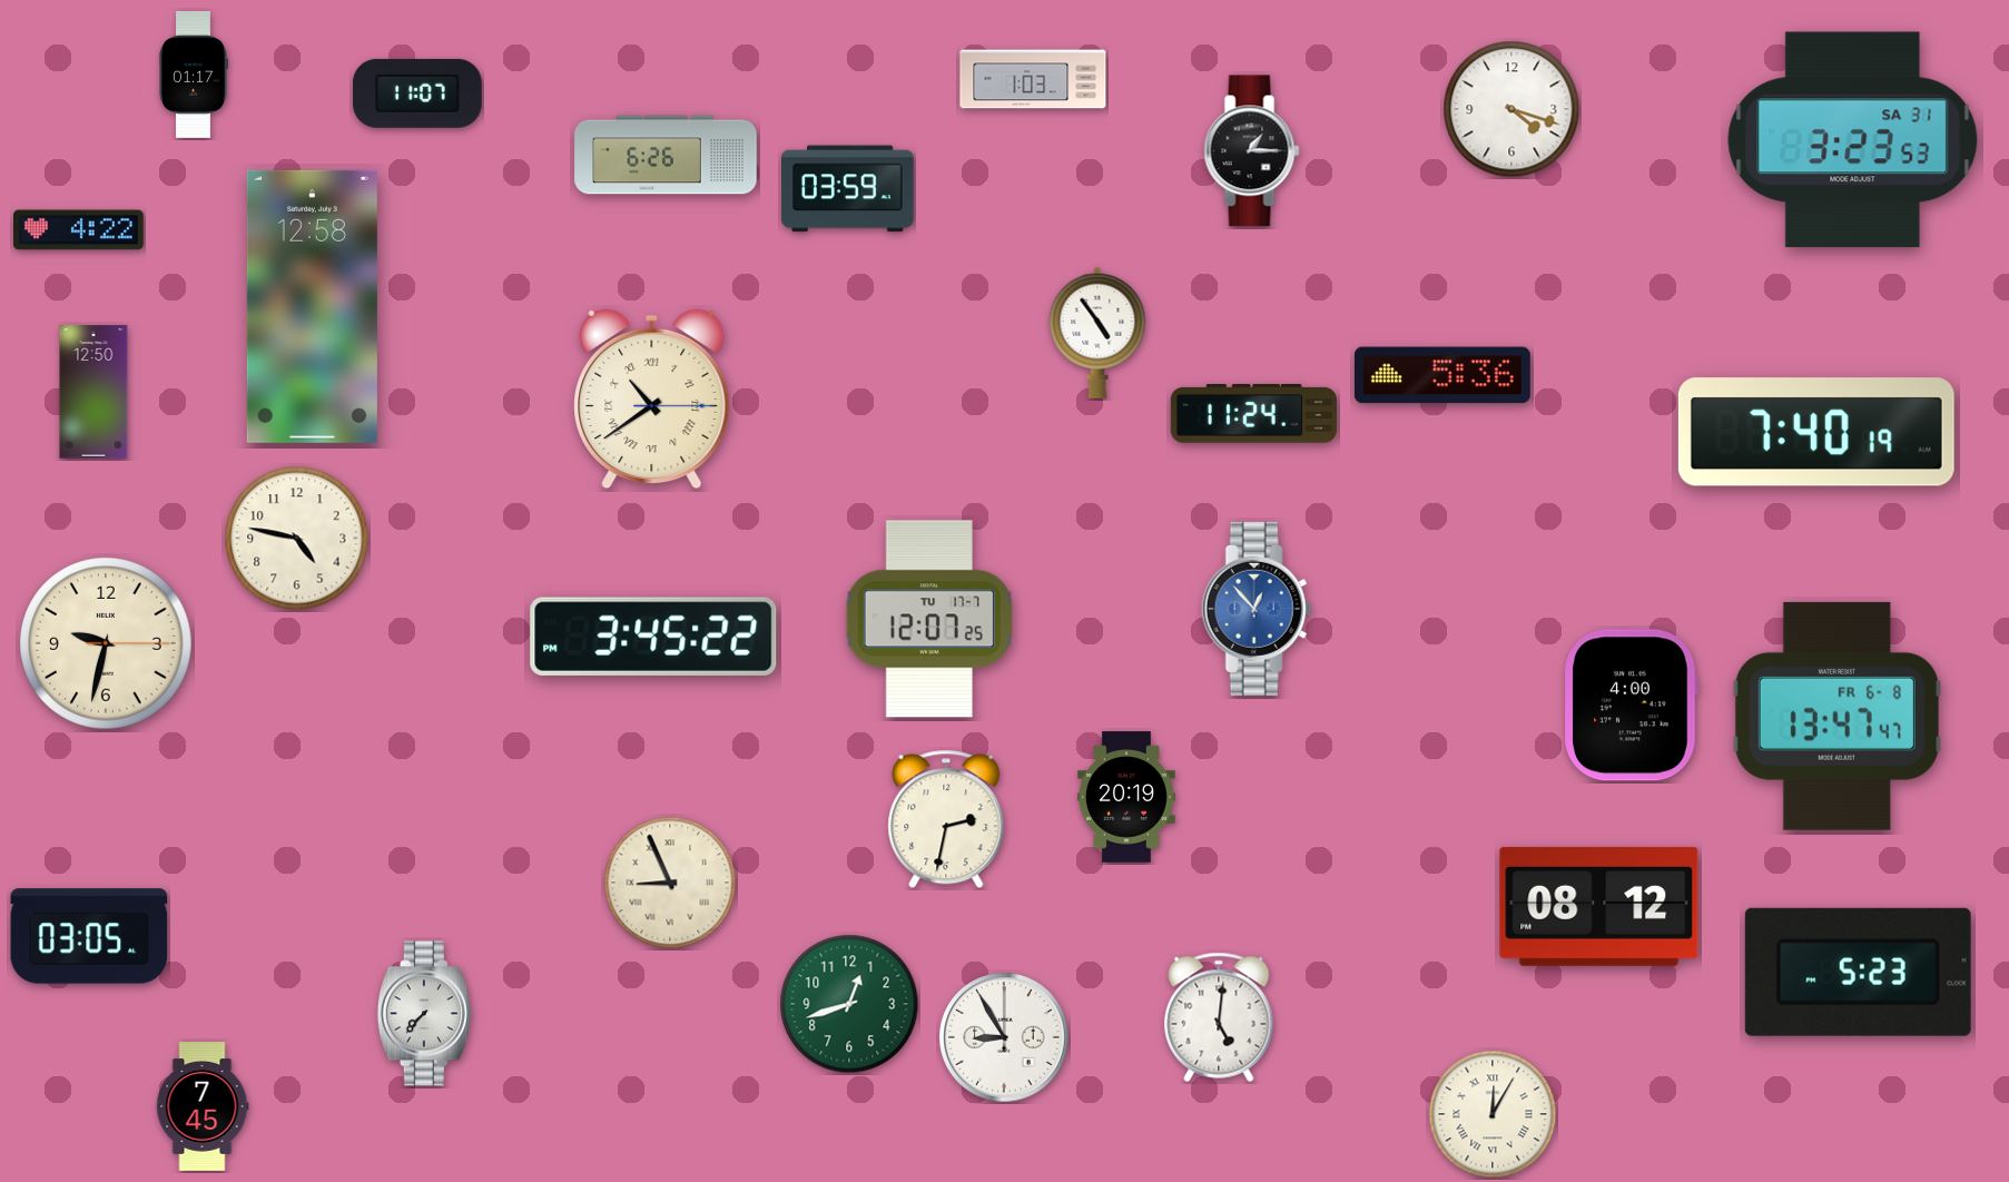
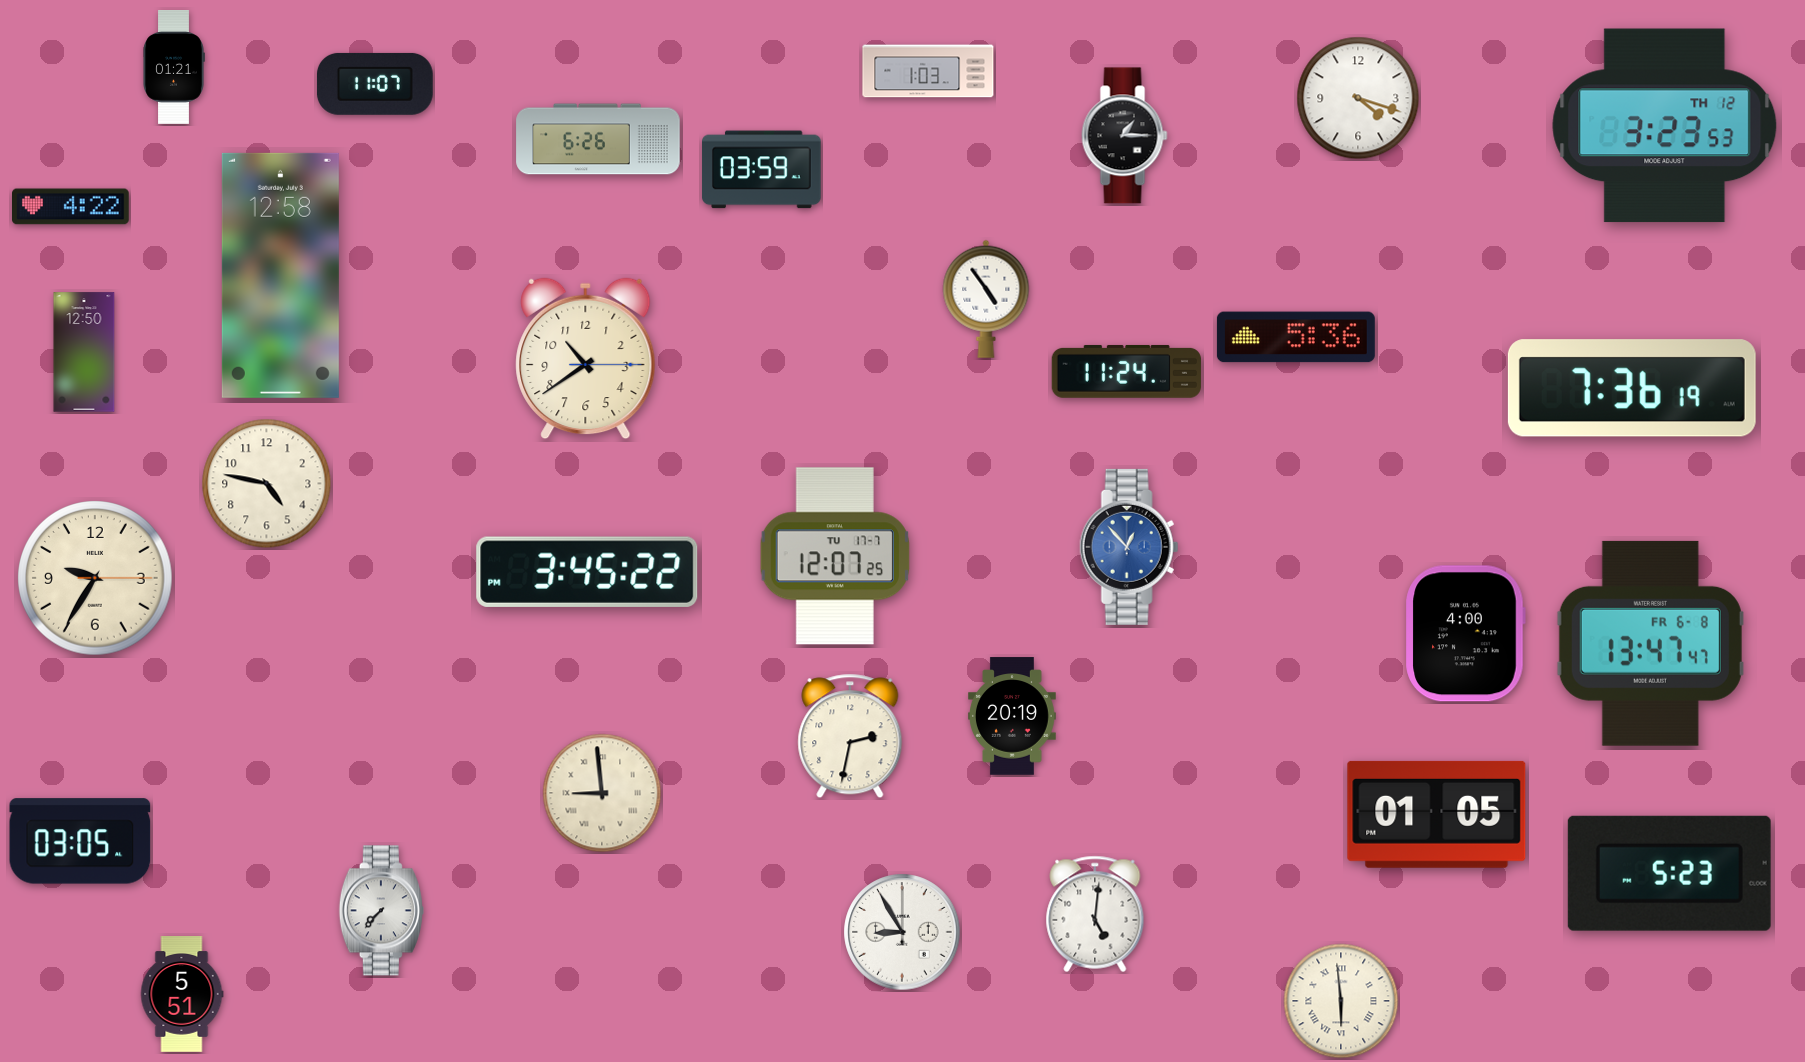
clock at (194, 76): 01:17 -> 01:21
clock at (1853, 140) date: SA 31 -> TH 12
clock at (652, 400) numerals: Roman -> Arabic
clock at (1816, 432): 7:40 -> 7:36
clock at (106, 643): 9:32 -> 9:35
clock at (670, 883): 8:56 -> 8:59
clock at (1599, 906): 08:12 -> 01:05
clock at (849, 1004): 12:42 -> none
clock at (203, 1106): 7:45 -> 5:51
clock at (1493, 1114): 12:05 -> 5:59
